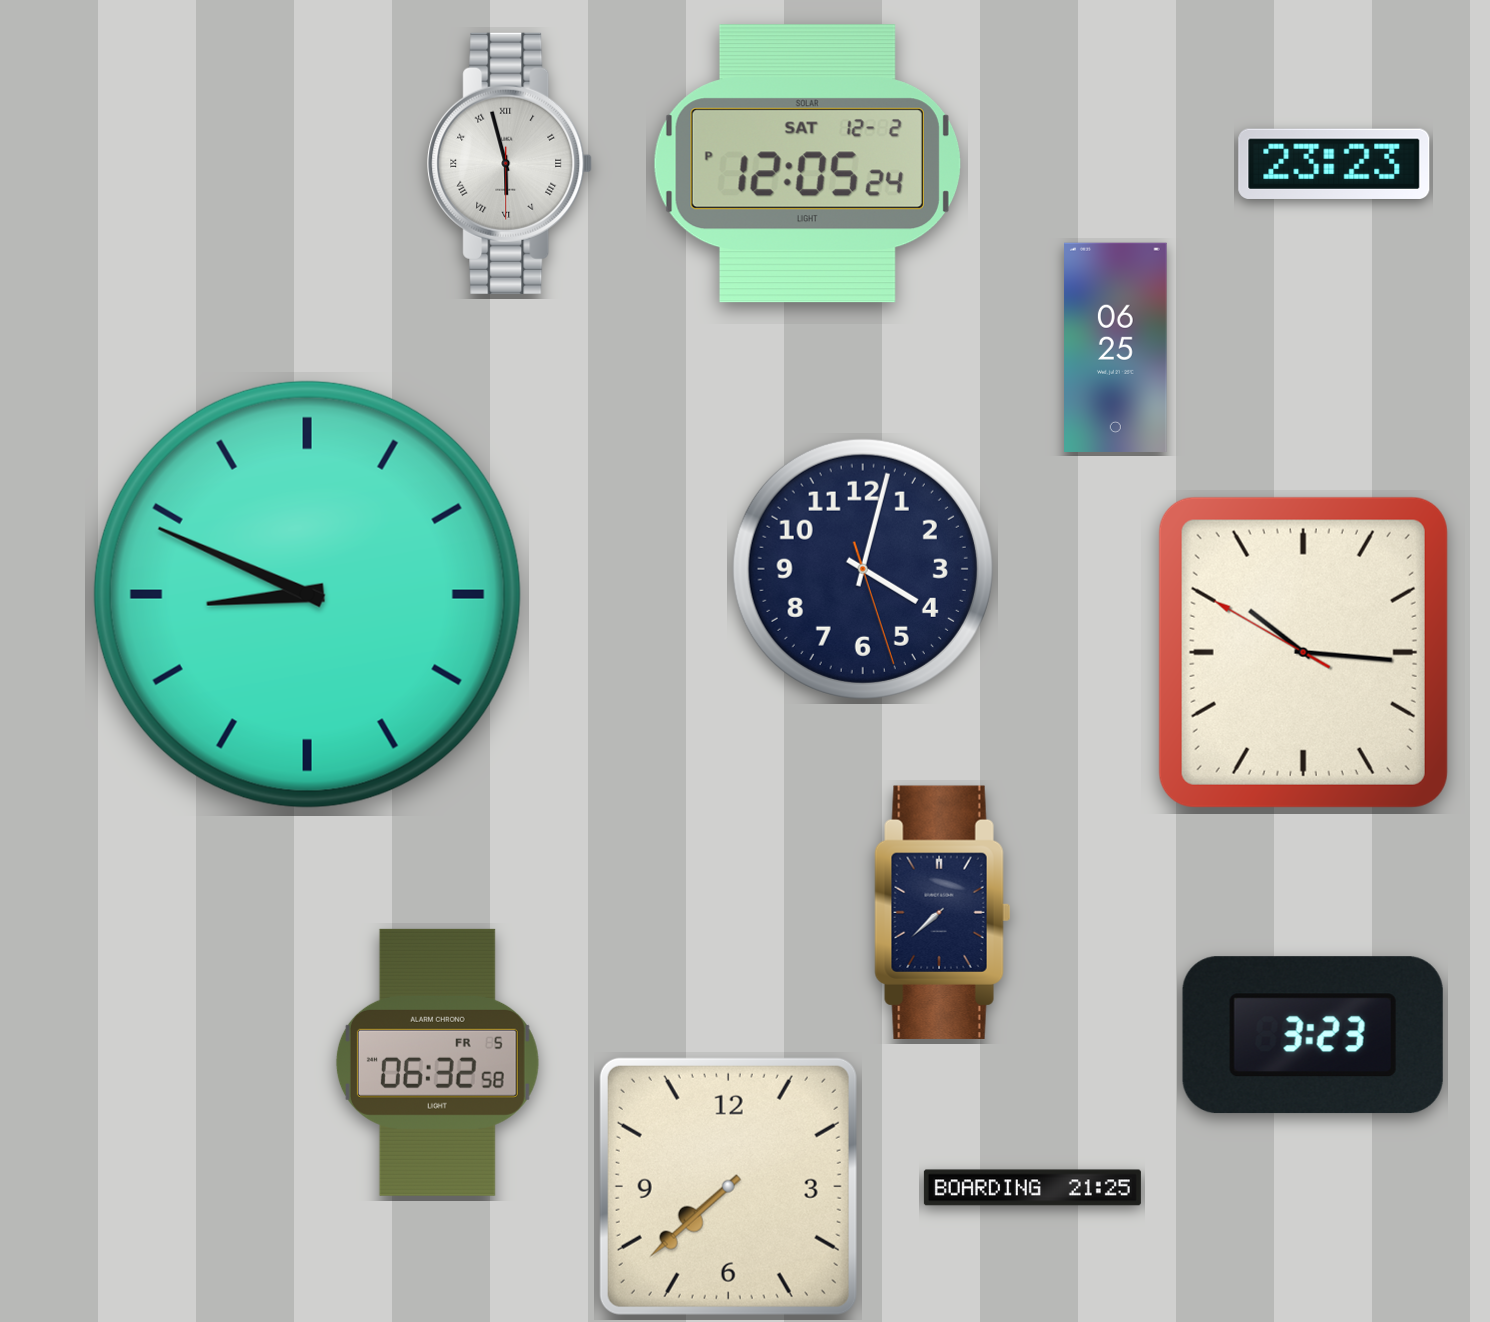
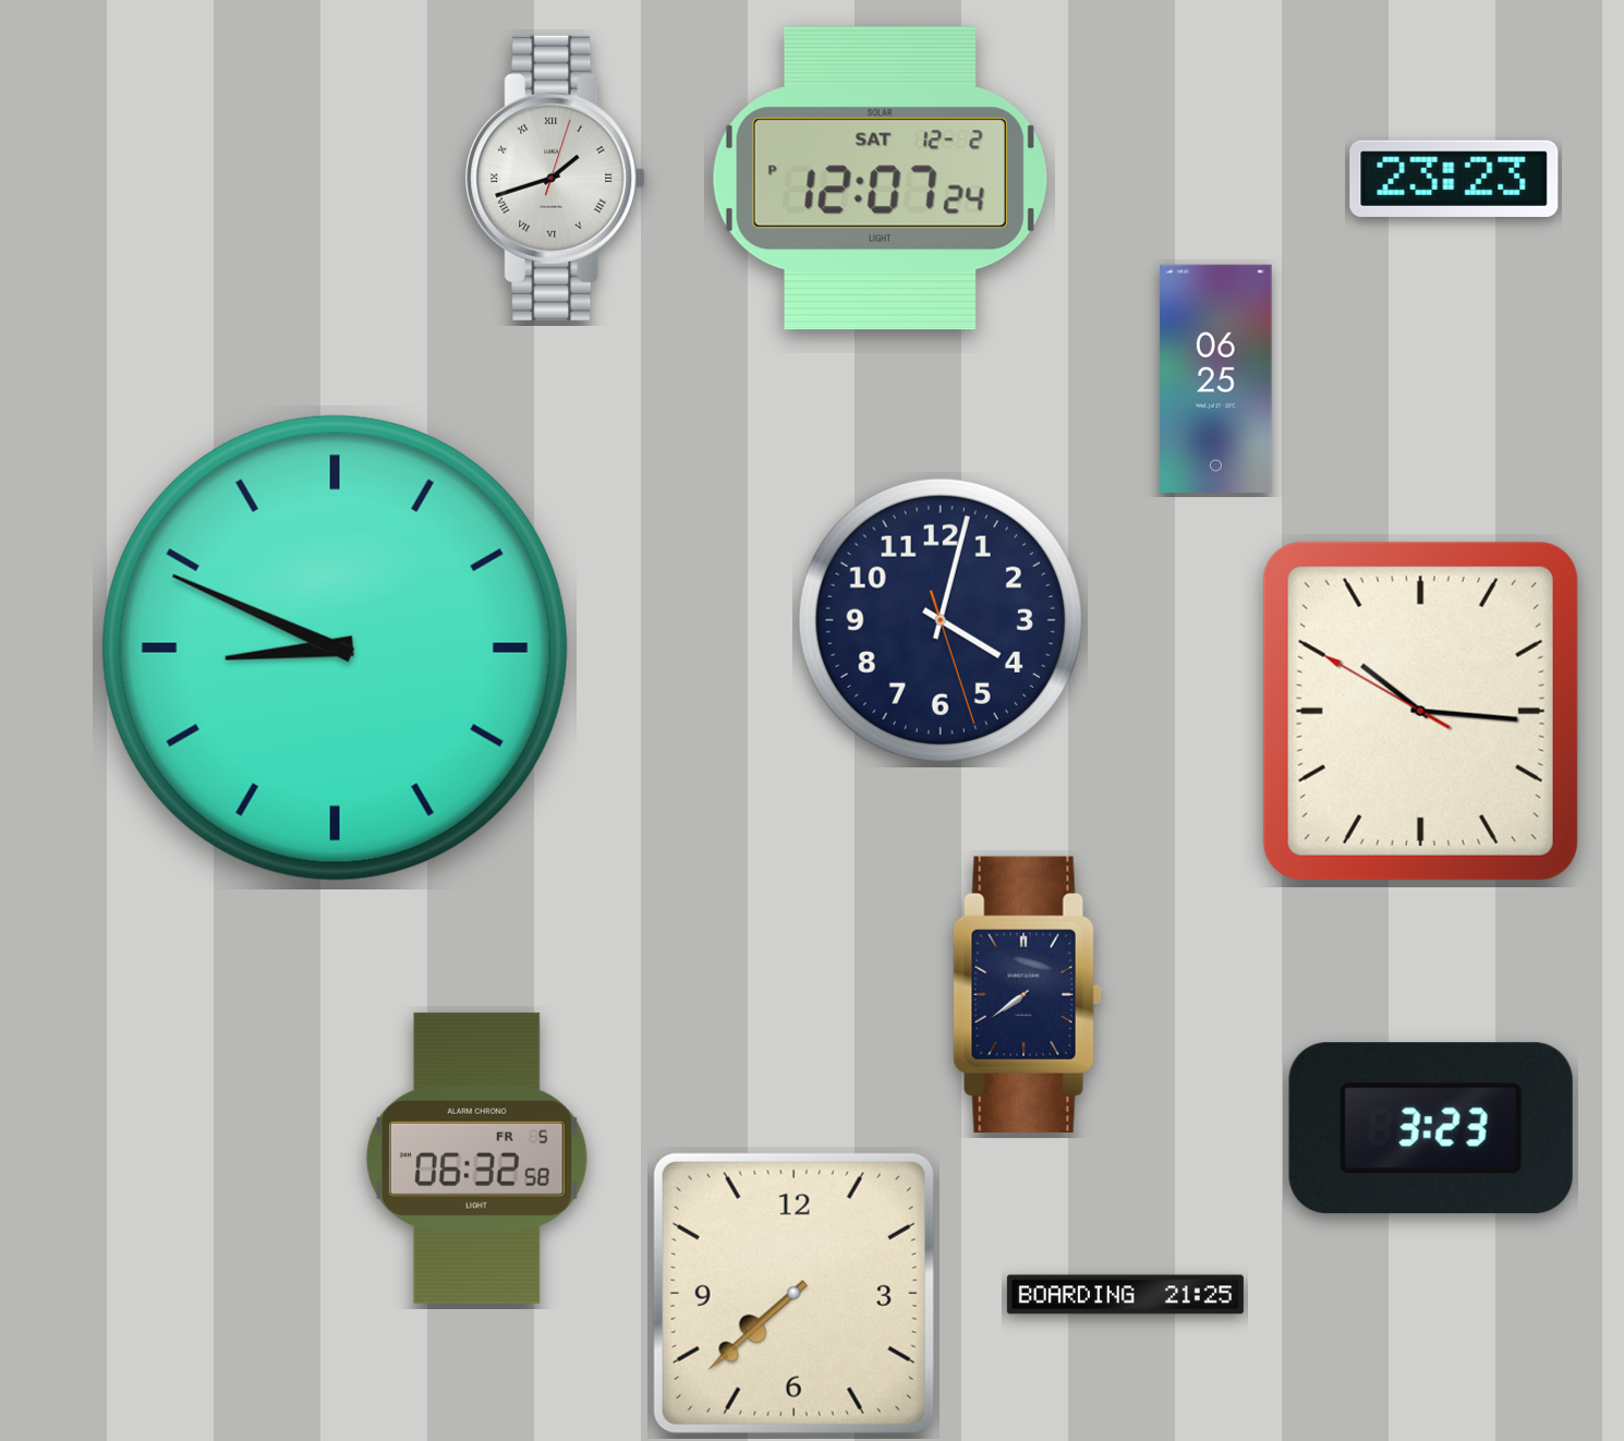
clock at (510, 163): 5:57 -> 1:42
clock at (807, 164): 12:05 -> 12:07
clock at (943, 912): 7:38 -> 7:39
